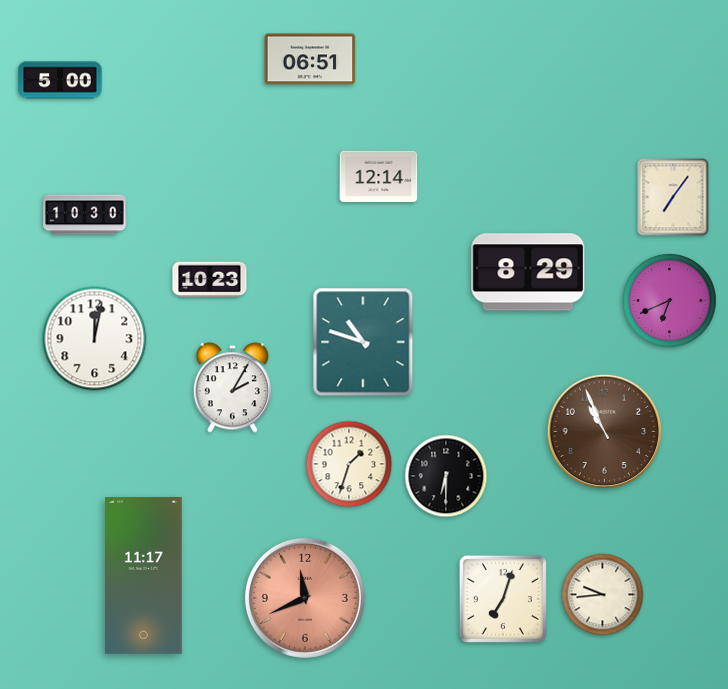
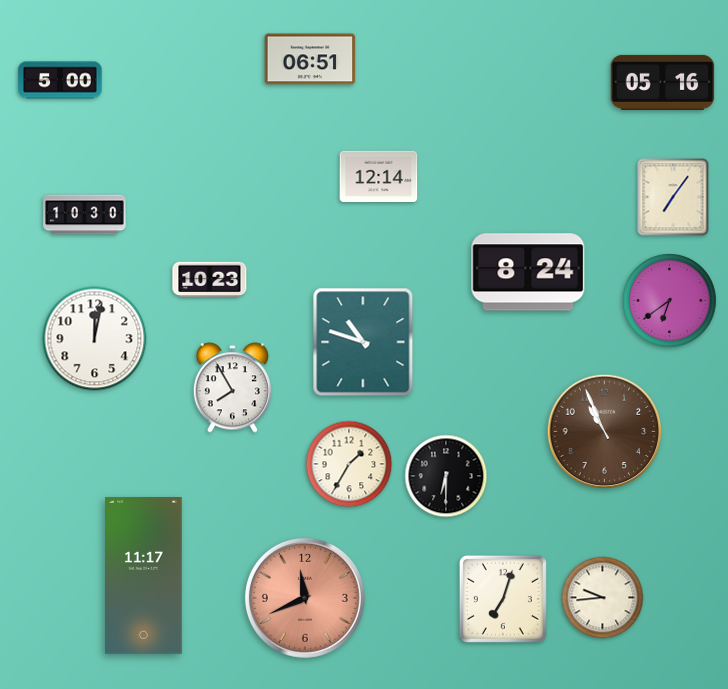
clock at (663, 82): none -> 05:16
clock at (528, 272): 8:29 -> 8:24
clock at (670, 301): 6:41 -> 6:39
clock at (232, 388): 2:05 -> 7:55
clock at (349, 464): 1:33 -> 1:35
clock at (603, 595) position: (603, 595) -> (603, 598)
